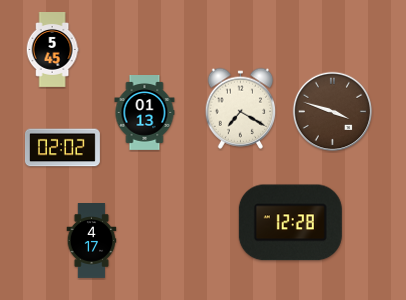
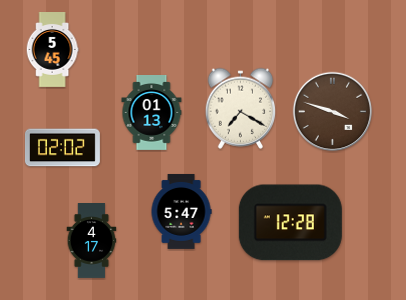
clock at (145, 113) position: (145, 113) -> (152, 113)
clock at (181, 211): none -> 5:47
